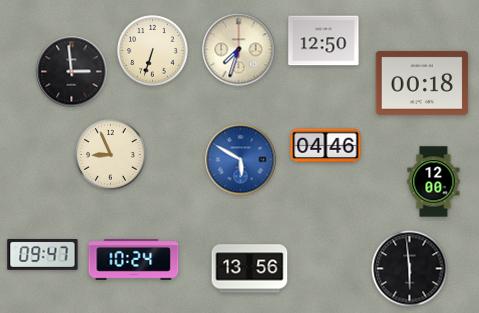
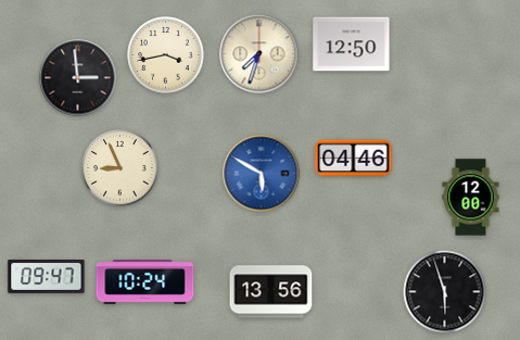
clock at (153, 51): 6:33 -> 3:43
clock at (422, 83): 00:18 -> none
clock at (410, 269): 5:59 -> 5:57
